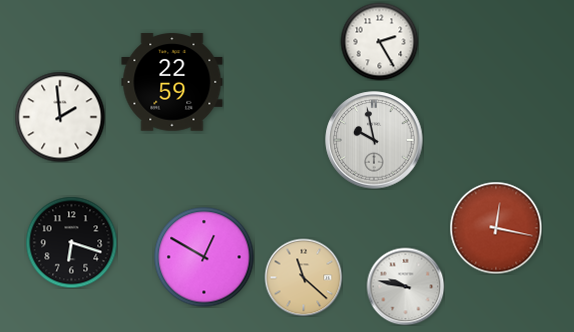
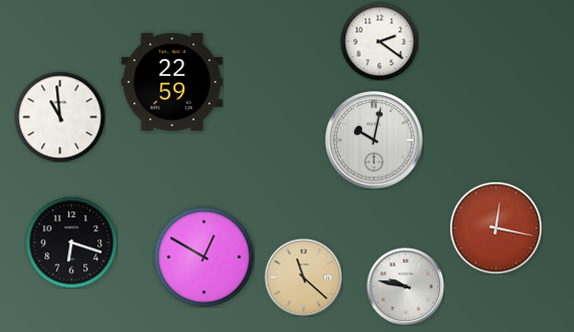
clock at (379, 41): 2:25 -> 2:21
clock at (60, 117): 1:59 -> 10:59
clock at (374, 140): 9:58 -> 10:02
